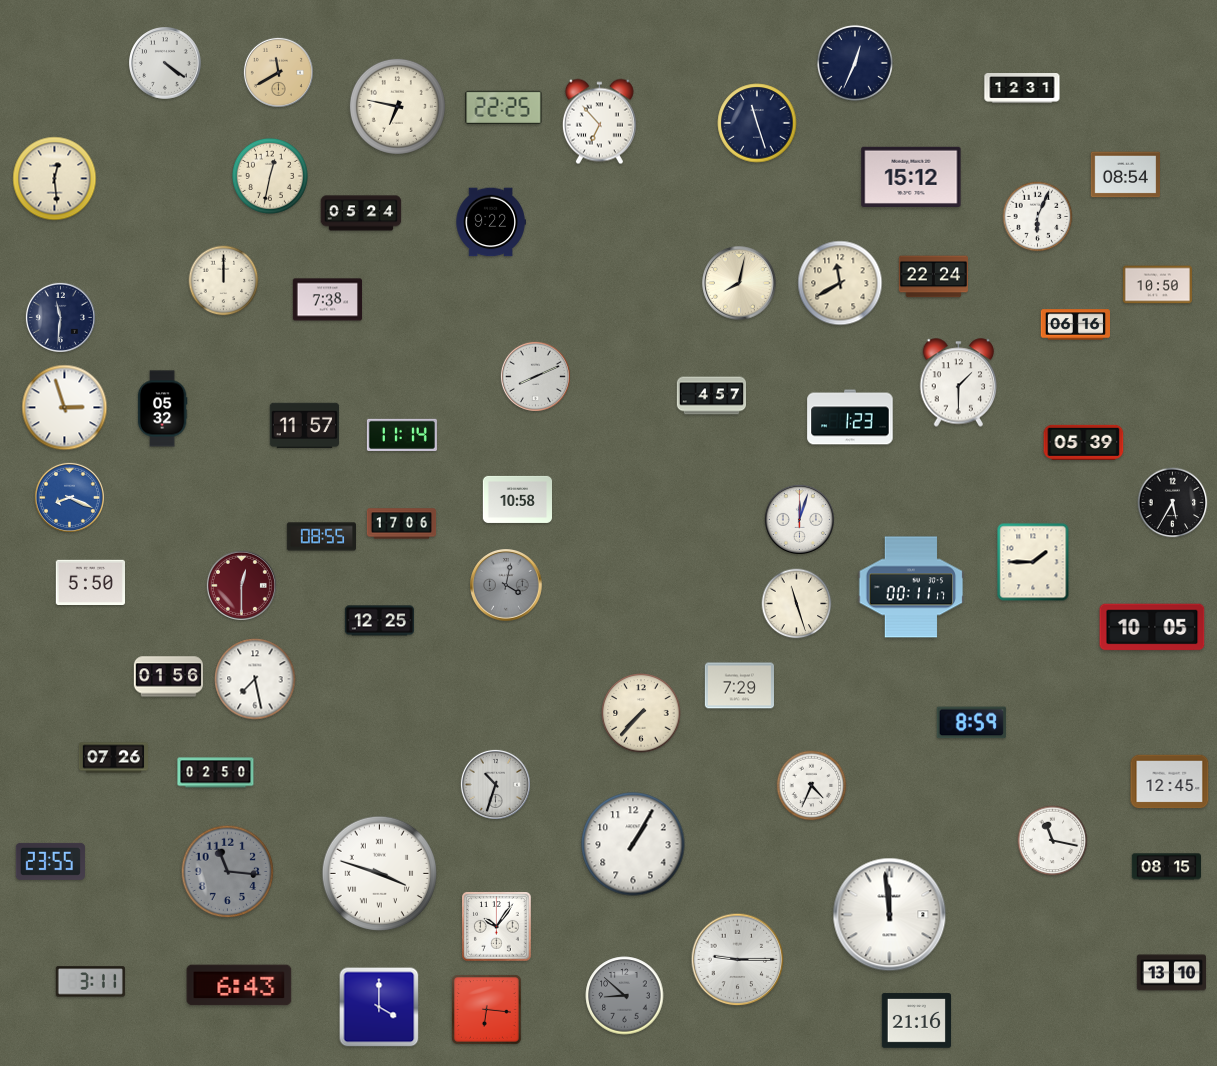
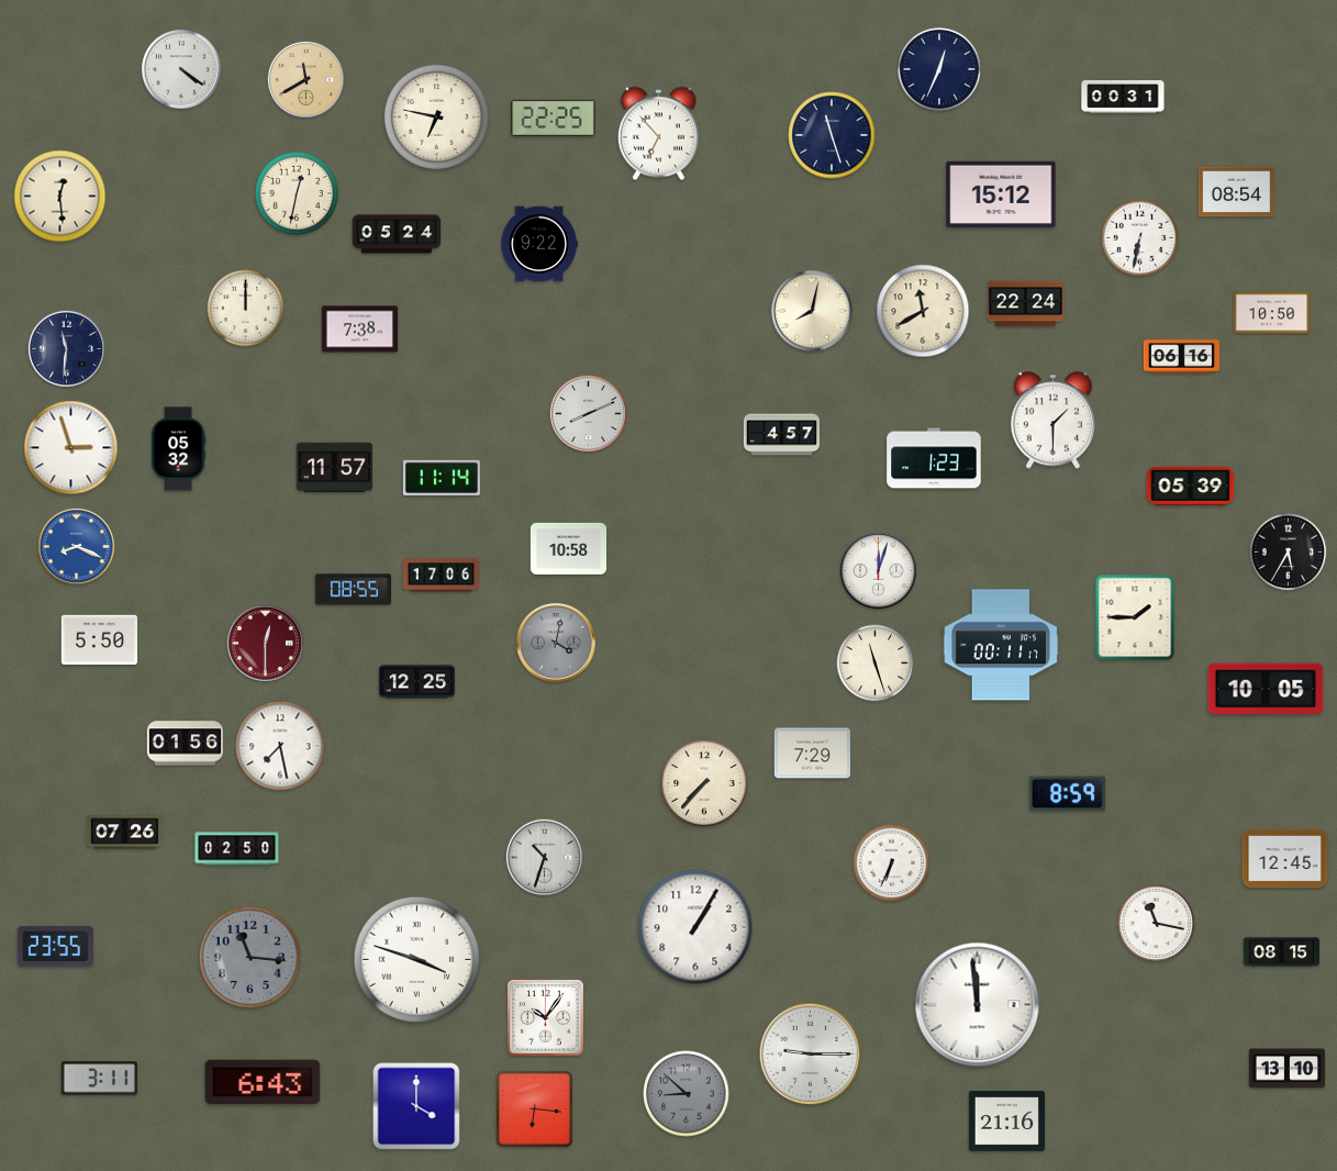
clock at (1022, 88): 12:31 -> 00:31
clock at (1038, 217): 6:04 -> 6:32
clock at (495, 784) position: (495, 784) -> (544, 857)
clock at (812, 786): 4:34 -> 6:34
